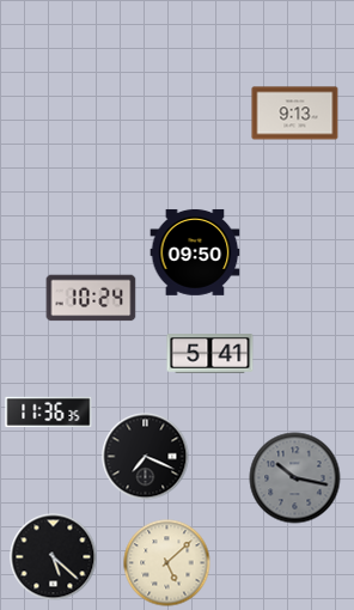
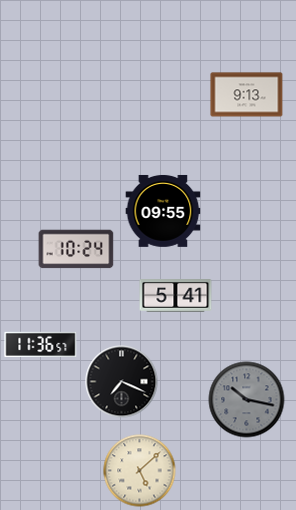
clock at (195, 252): 09:50 -> 09:55
clock at (49, 411): 11:36:35 -> 11:36:57
clock at (54, 557): 5:22 -> none
